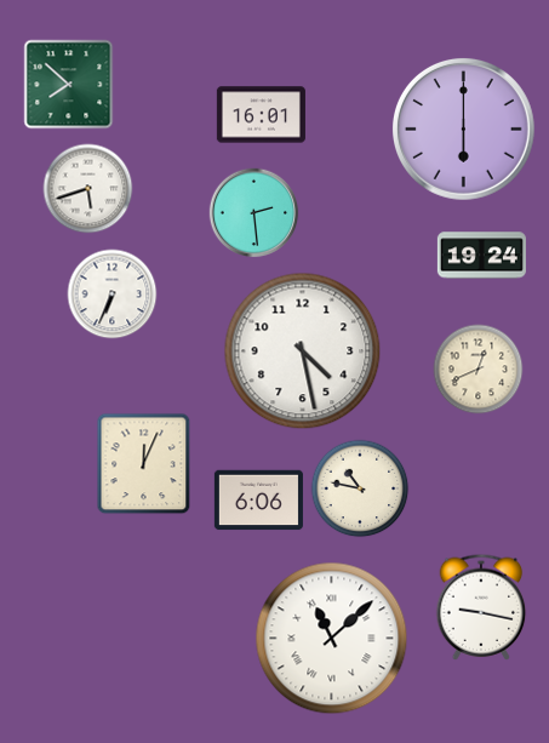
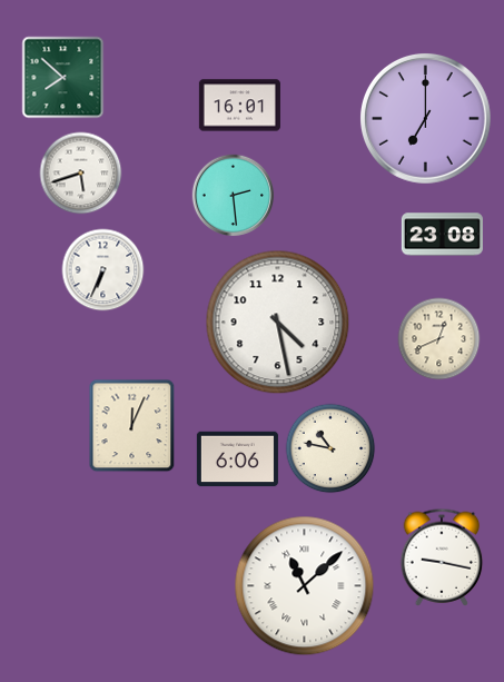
clock at (463, 128): 6:00 -> 7:00
clock at (481, 256): 19:24 -> 23:08
